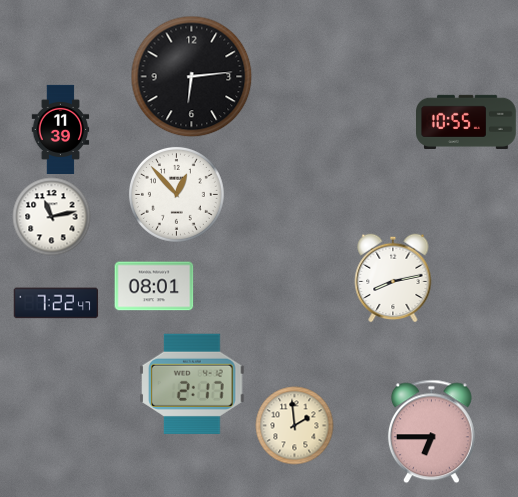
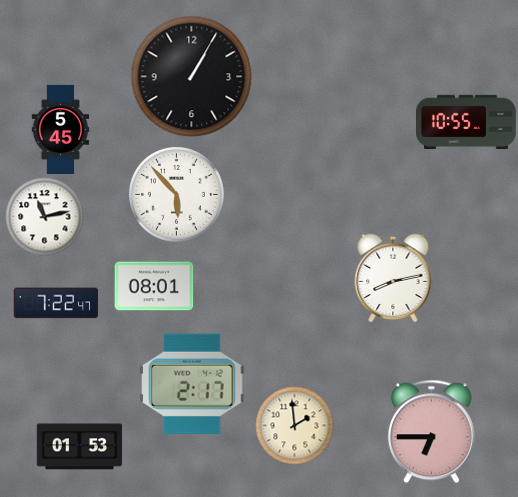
clock at (191, 76): 6:14 -> 1:05
clock at (61, 129): 11:39 -> 5:45
clock at (176, 194): 12:53 -> 5:53
clock at (51, 216) position: (51, 216) -> (44, 216)
clock at (79, 447): none -> 01:53
